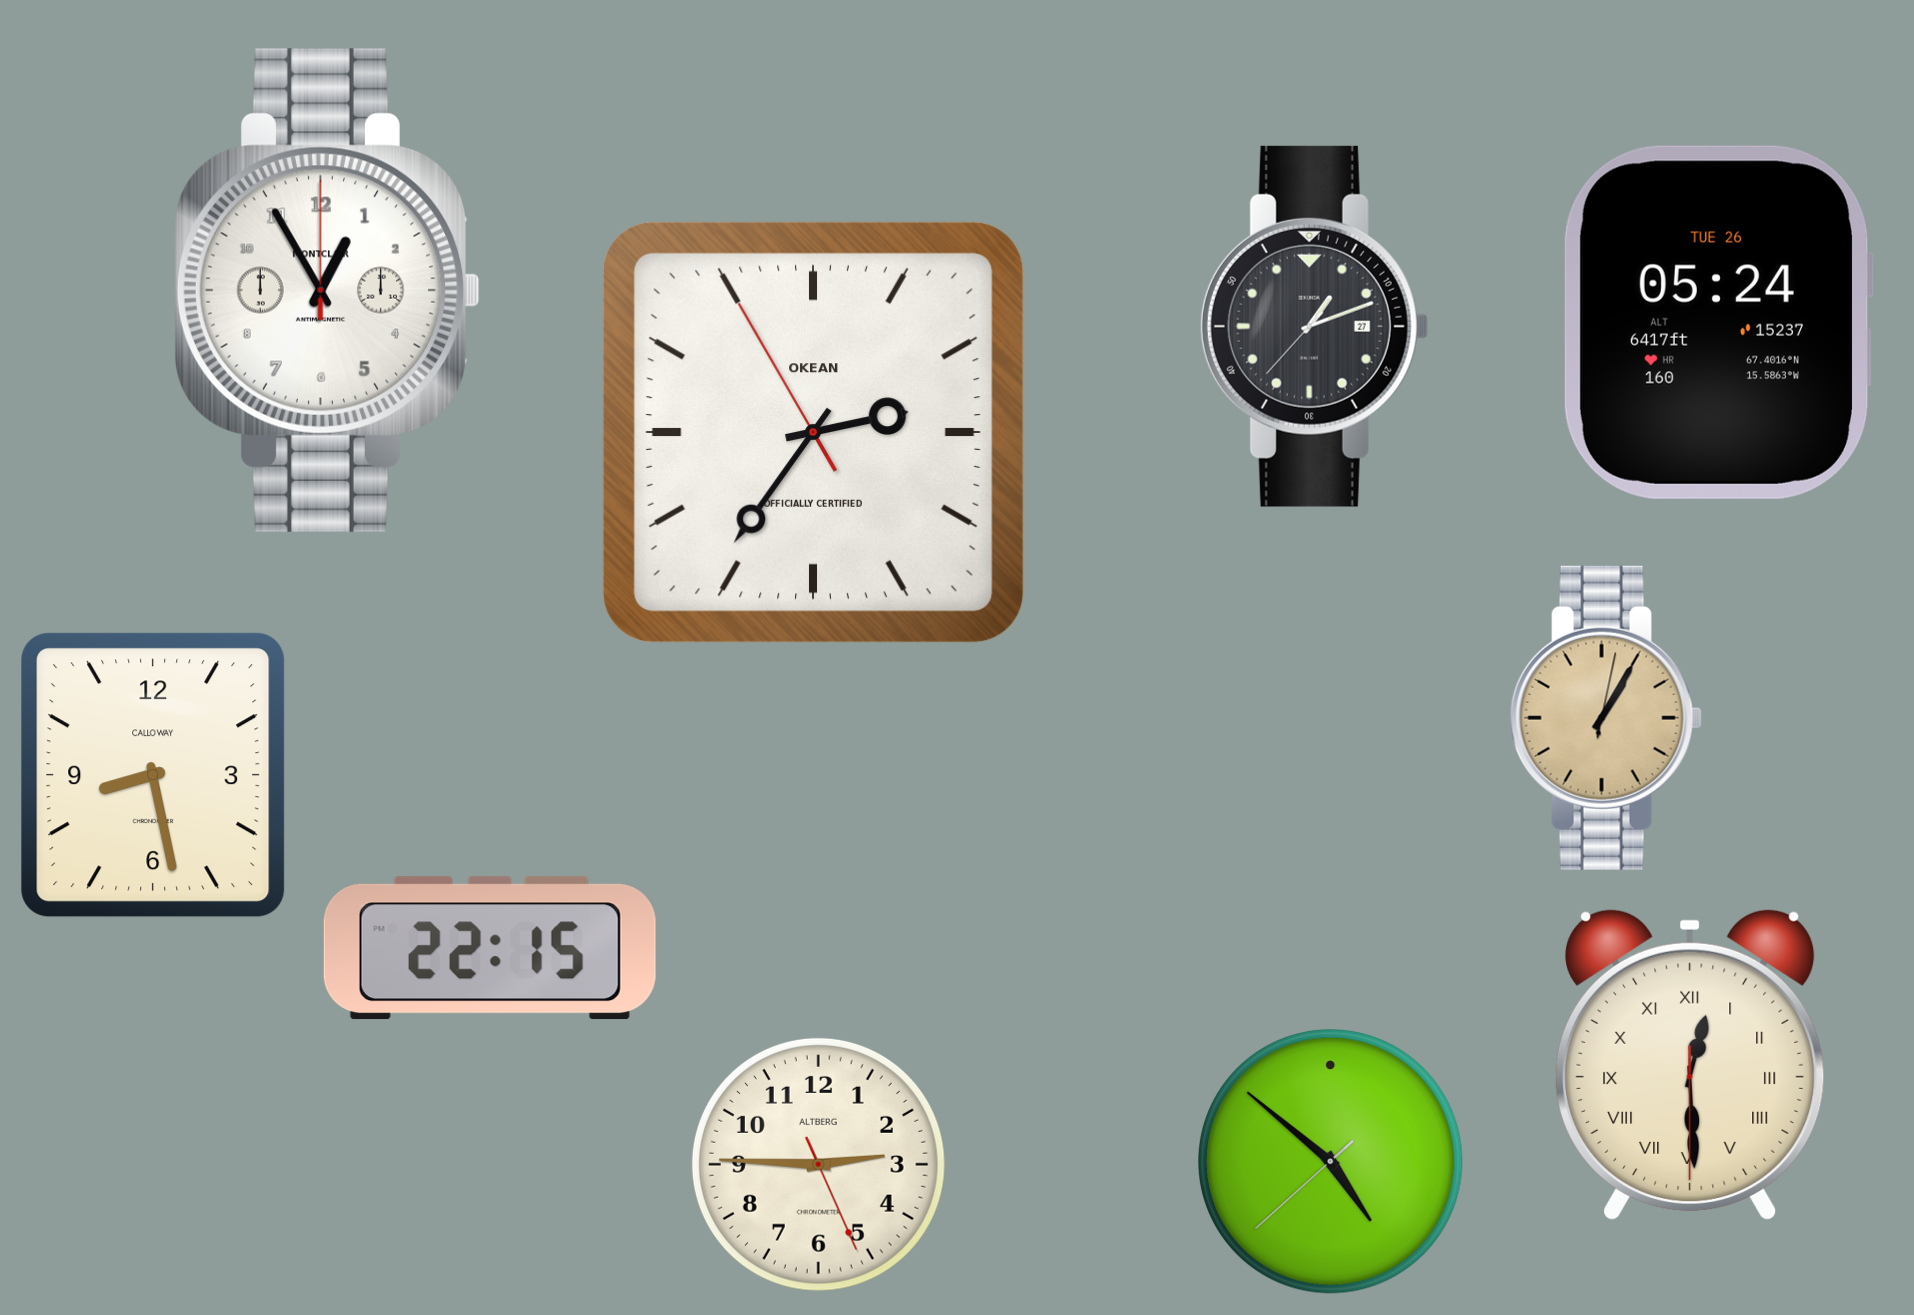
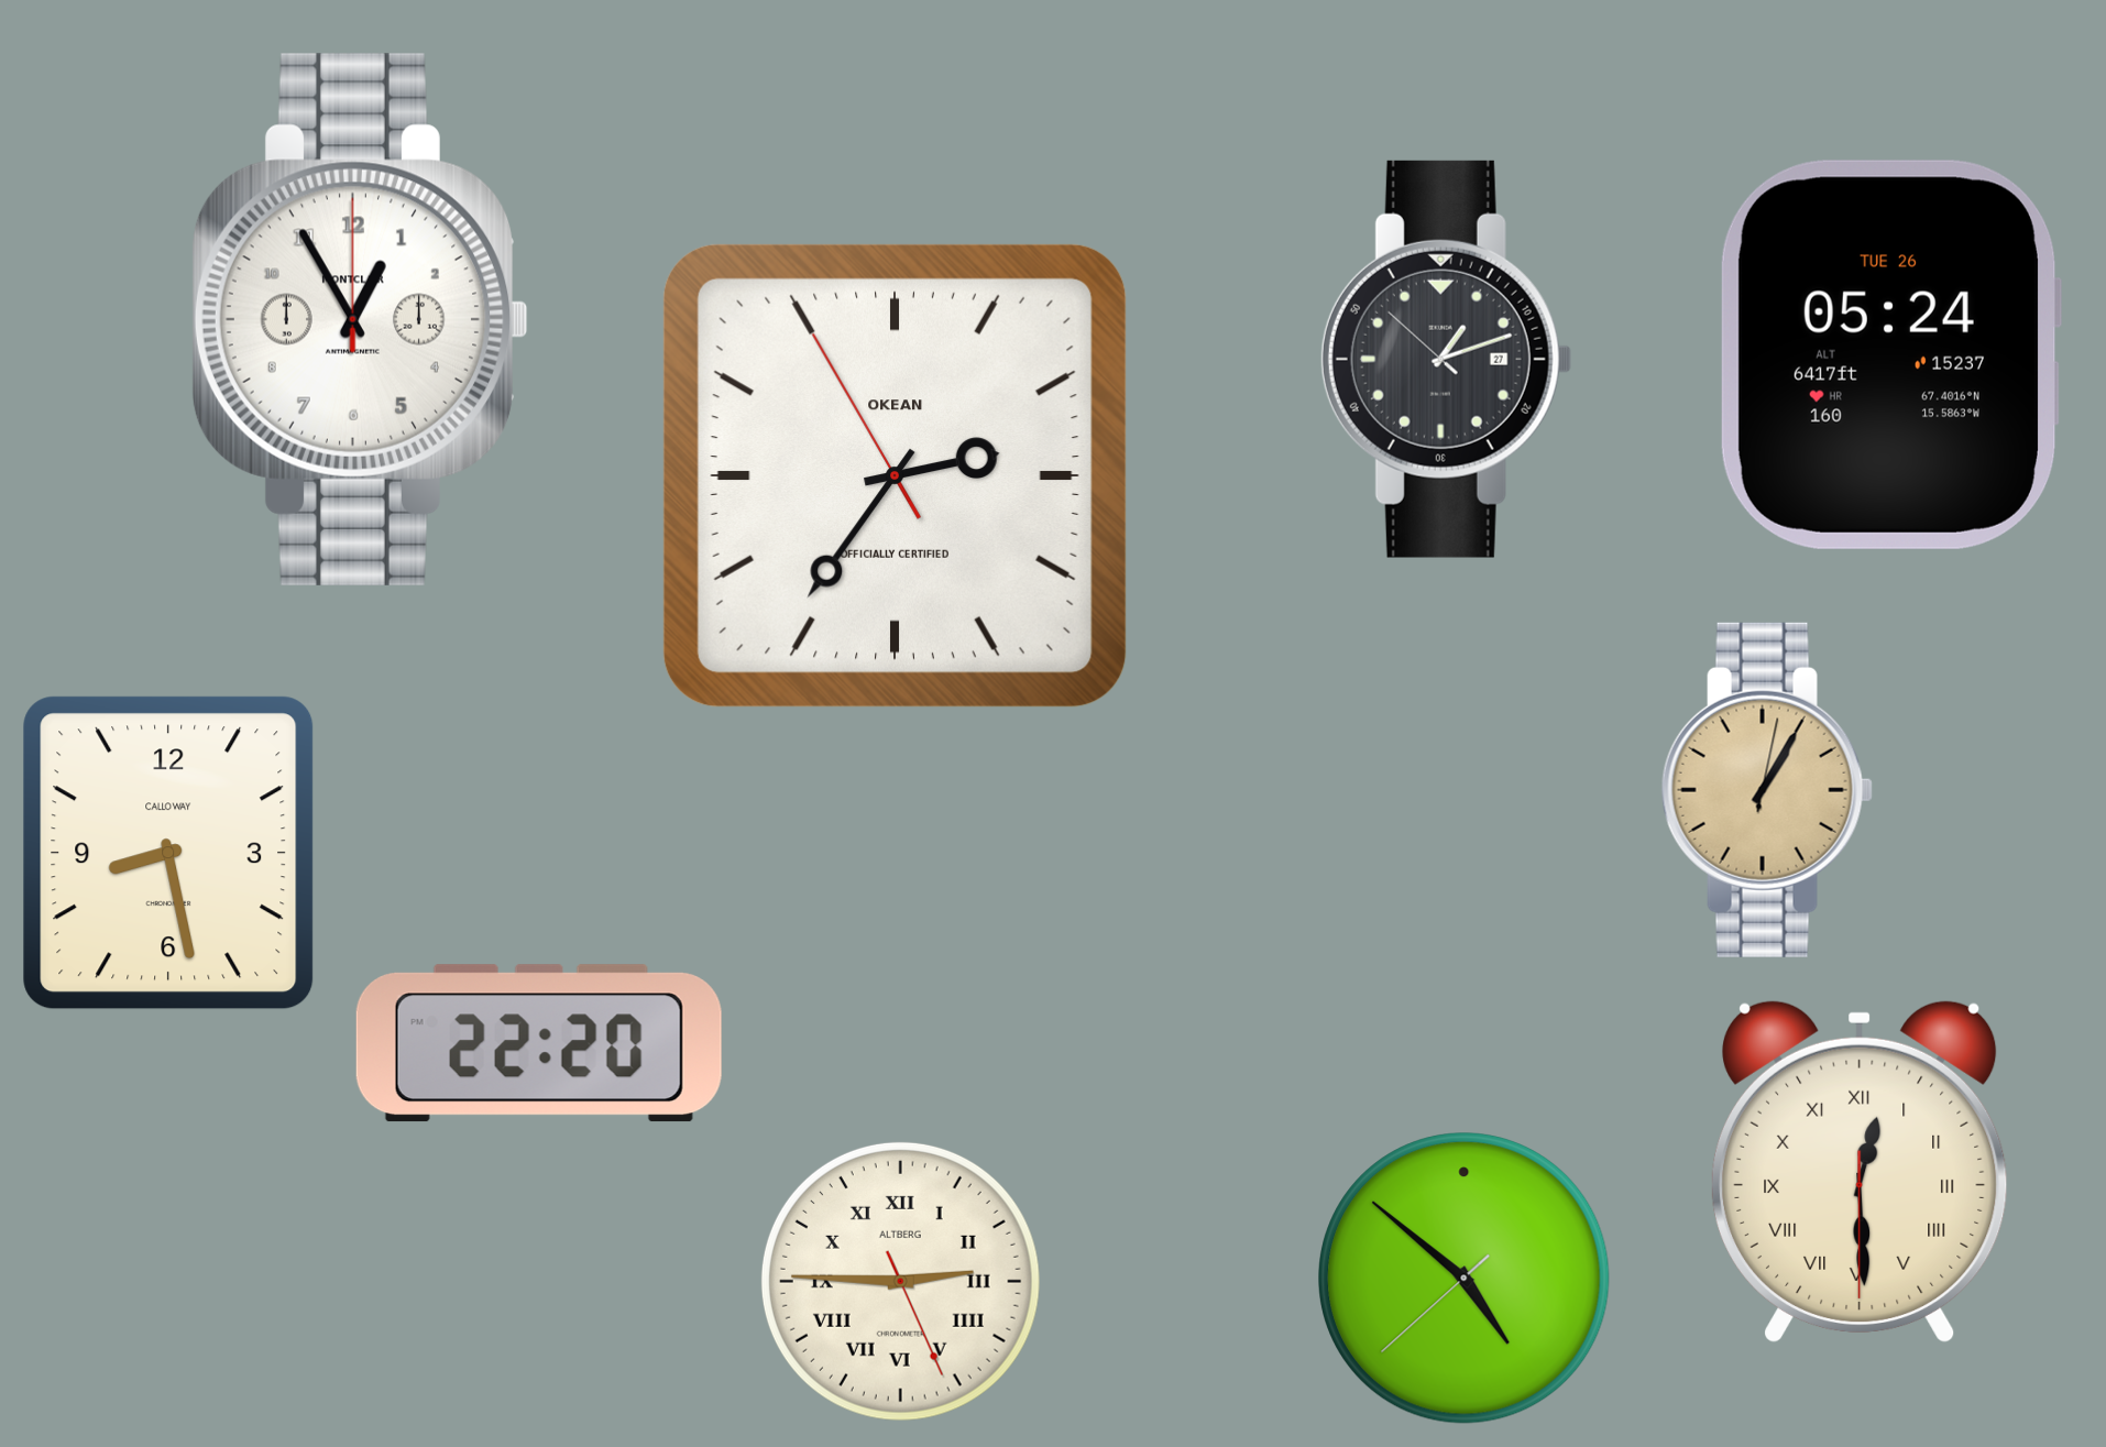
clock at (1314, 326): 1:11:37 -> 1:11:52
clock at (490, 948): 22:15 -> 22:20
clock at (818, 1164) numerals: Arabic -> Roman
